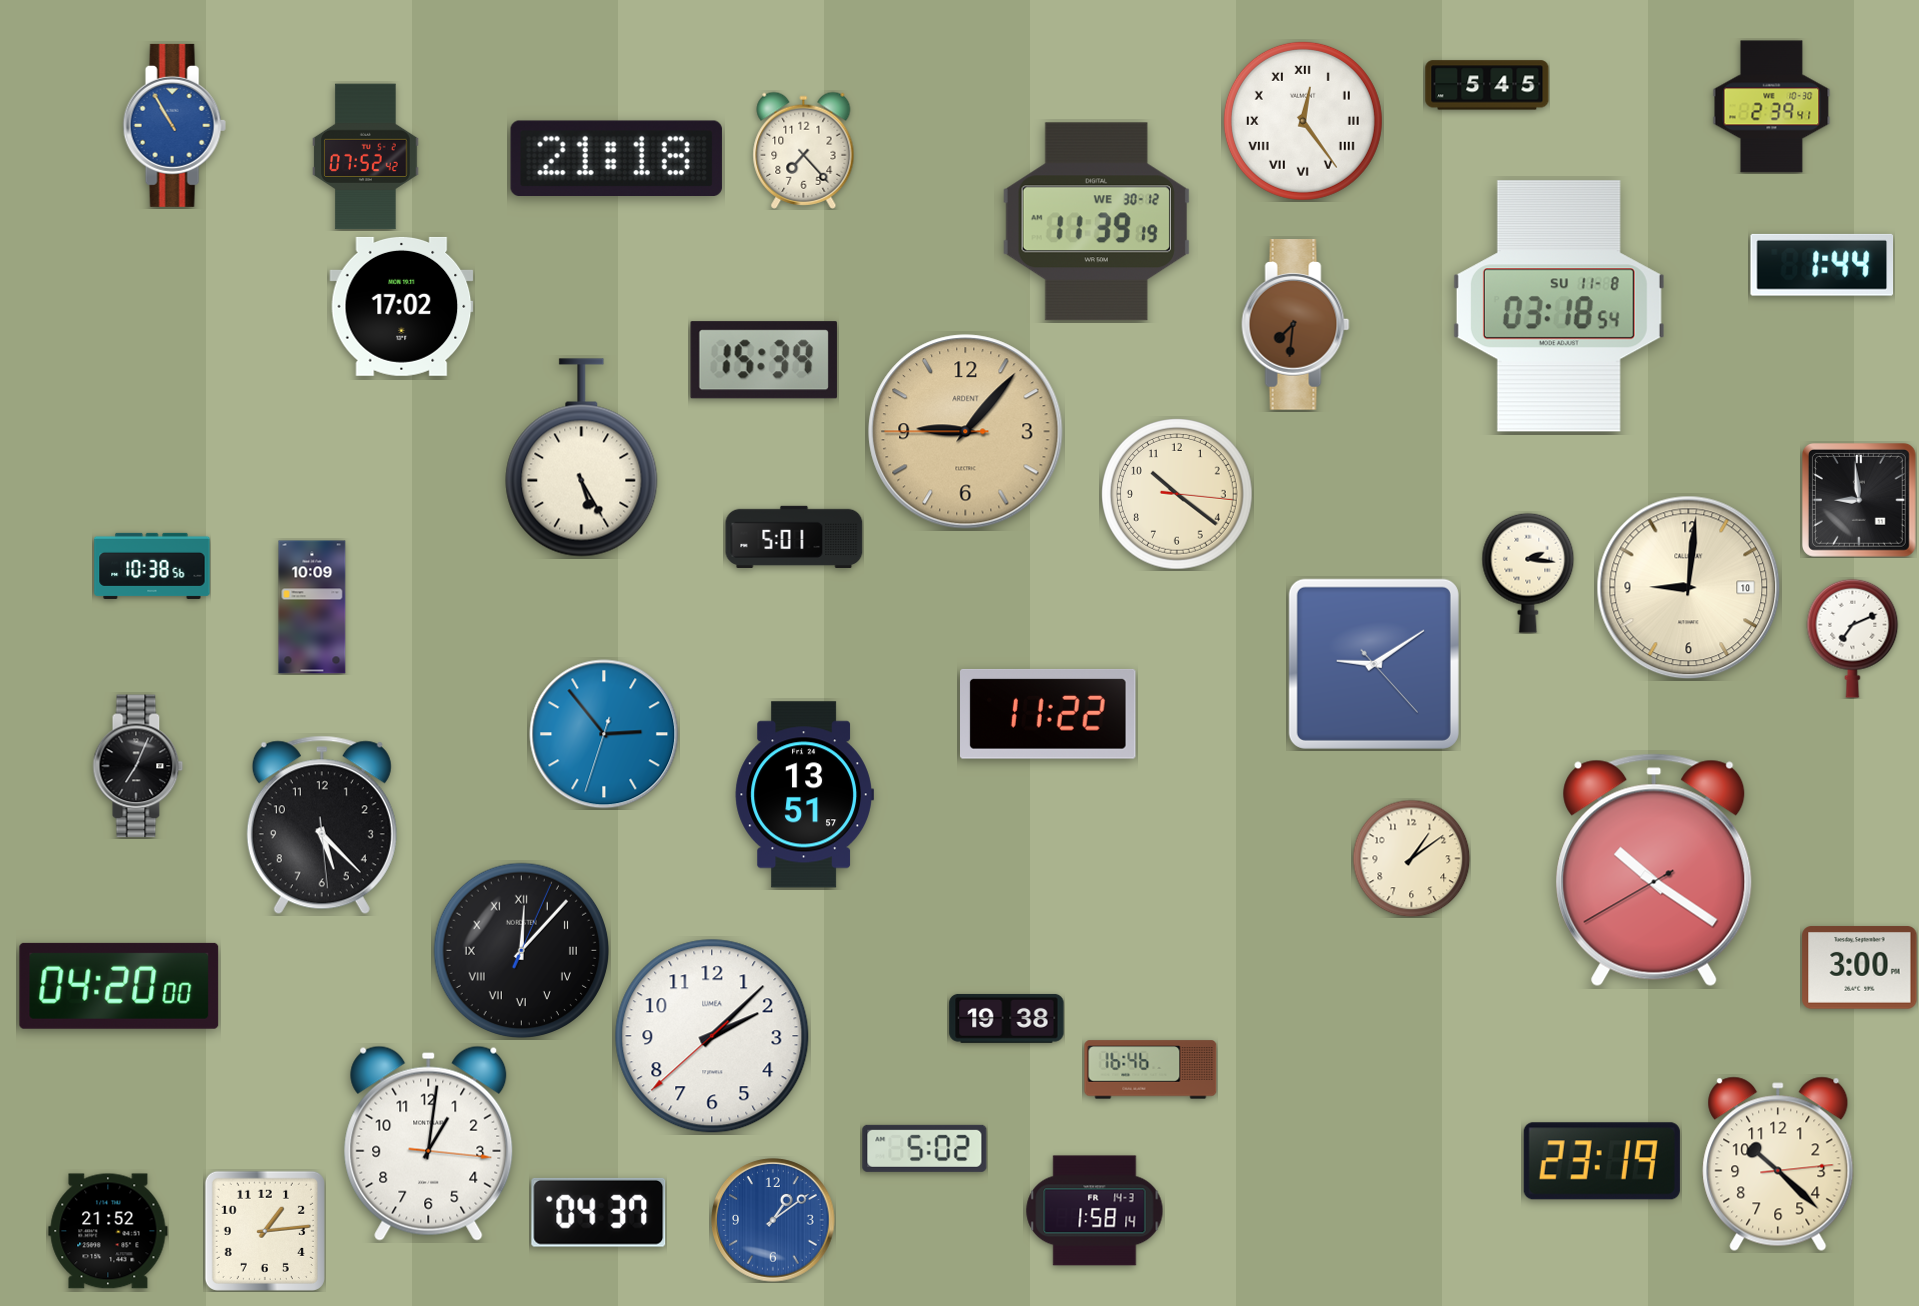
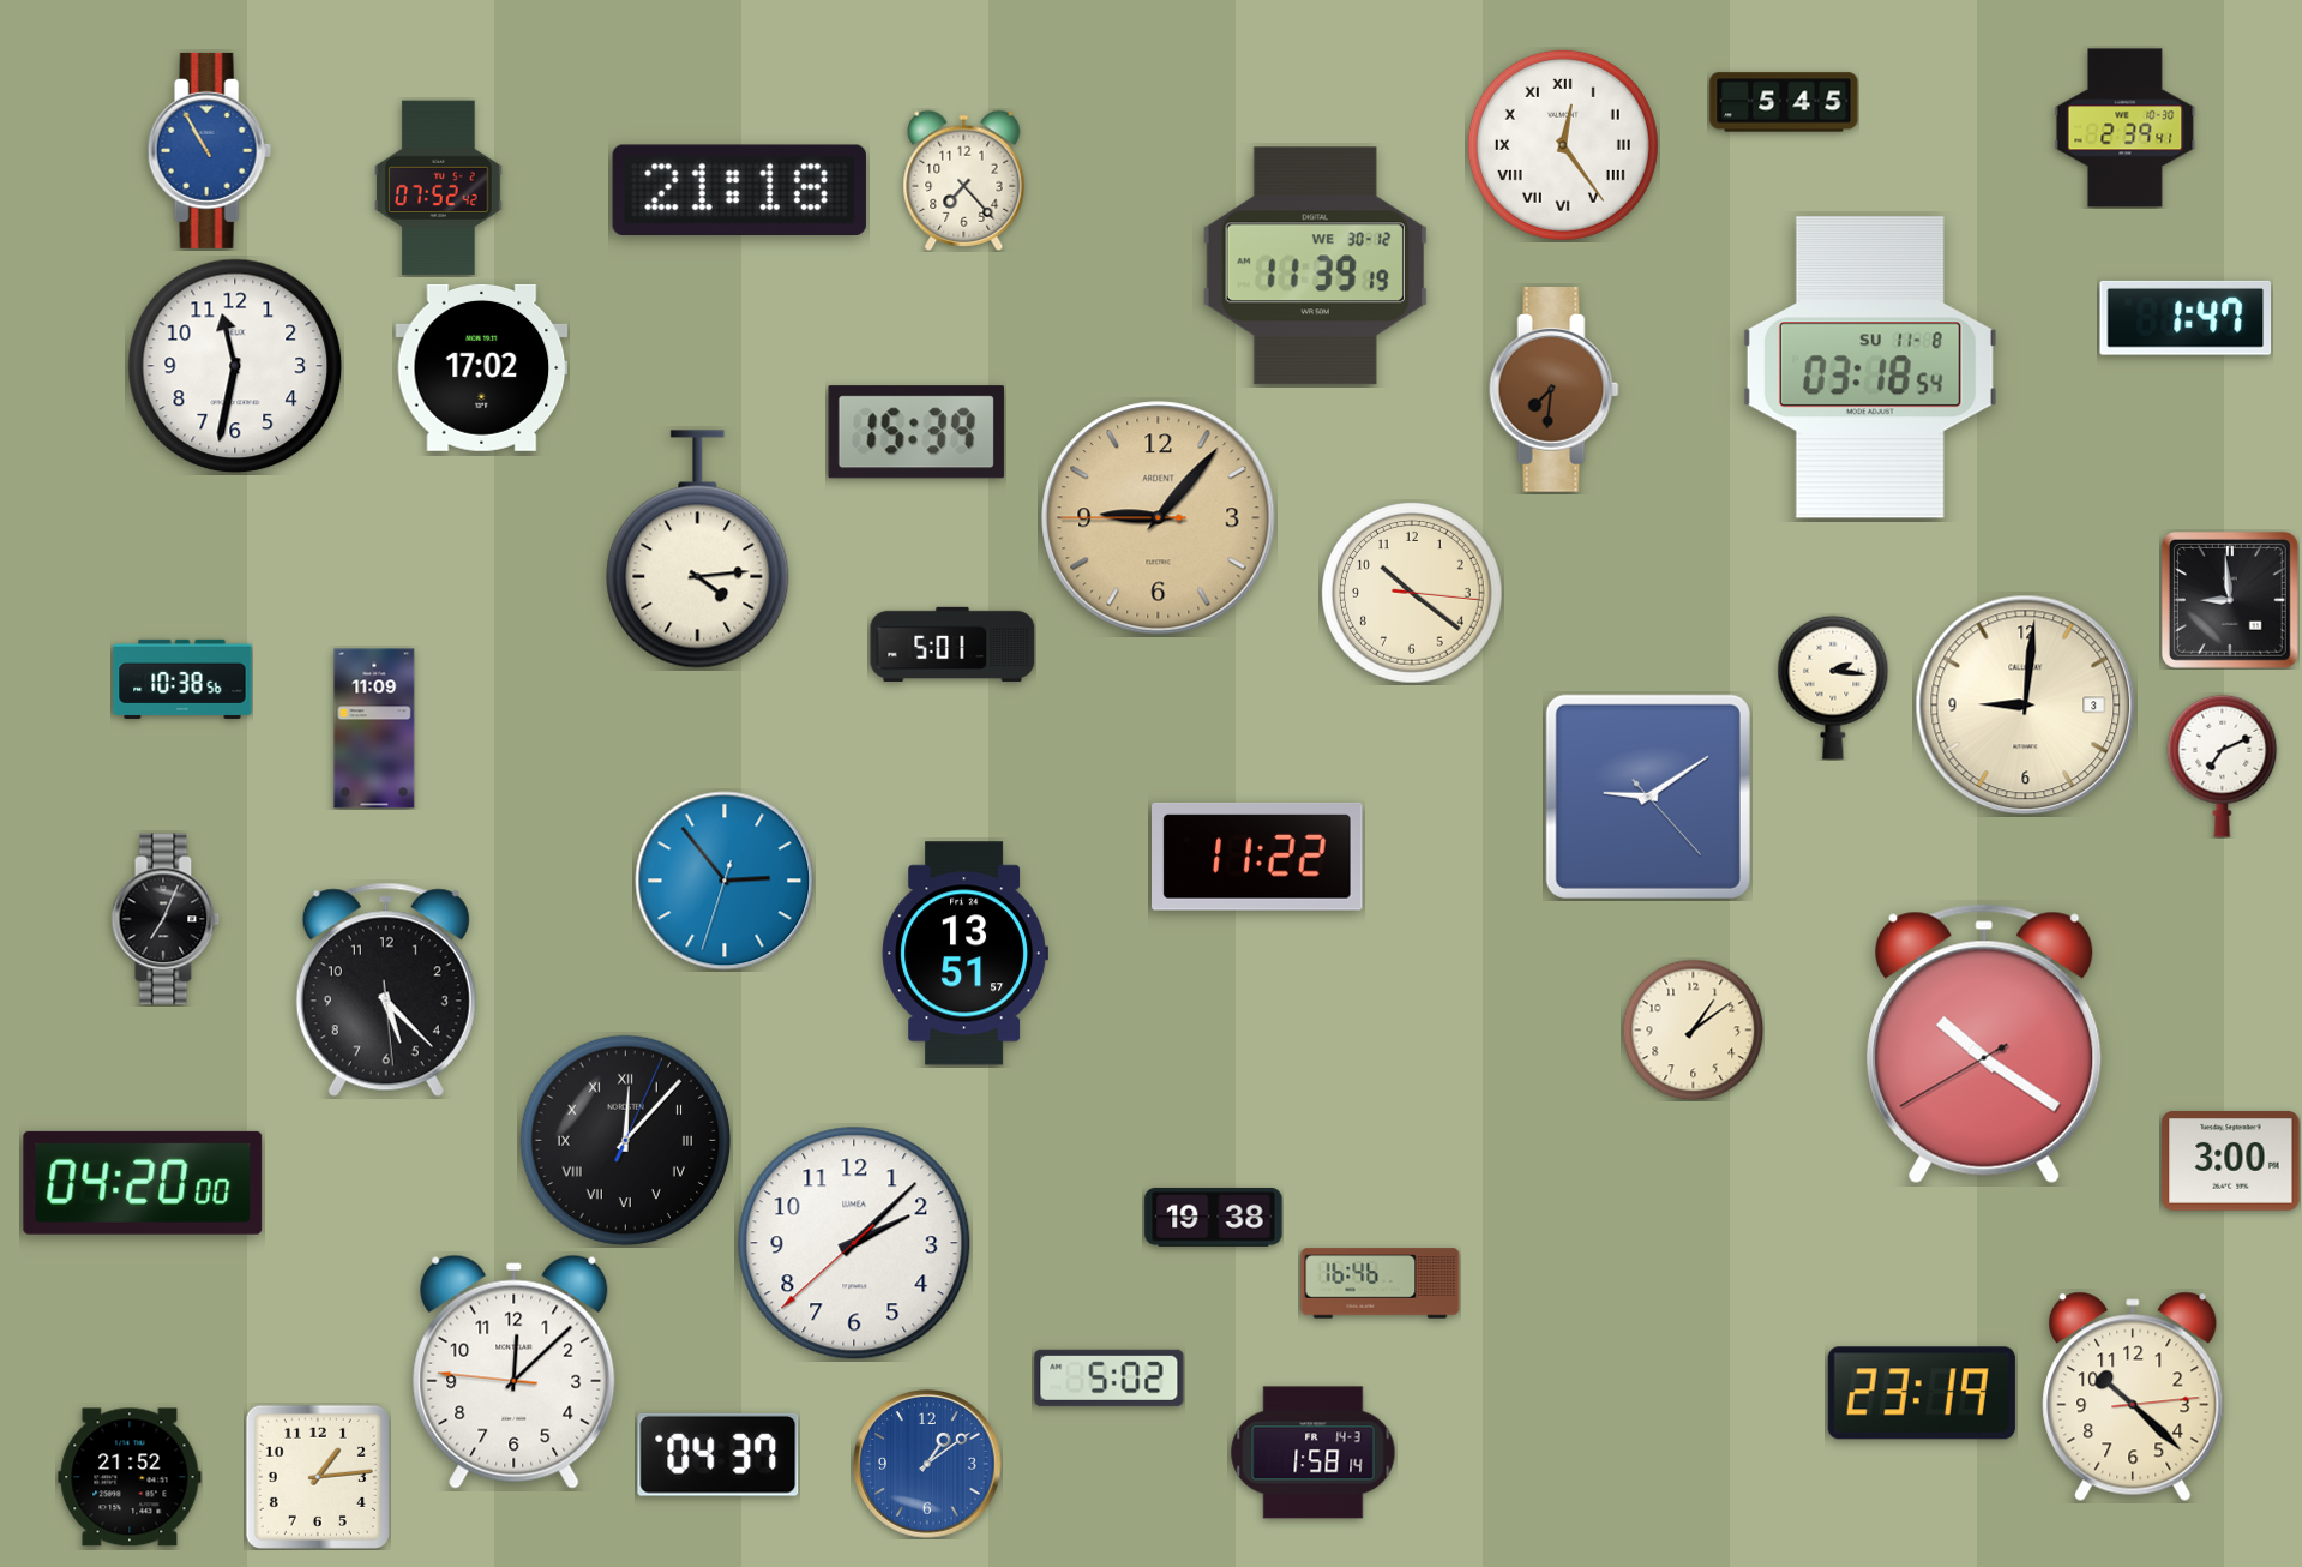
clock at (1822, 265): 1:44 -> 1:47
clock at (235, 366): none -> 11:32
clock at (582, 458): 5:25 -> 4:14
clock at (1689, 588) date: 10 -> 3
clock at (312, 607): 10:09 -> 11:09
clock at (1007, 1018) position: (1007, 1018) -> (1214, 1217)
clock at (429, 1143): 1:01 -> 12:07
